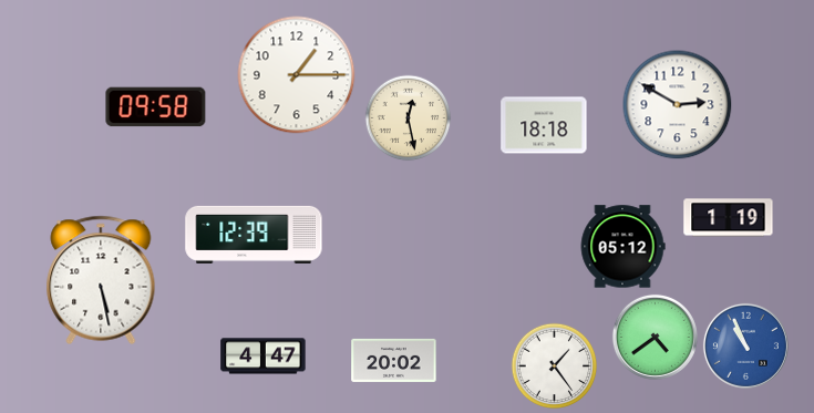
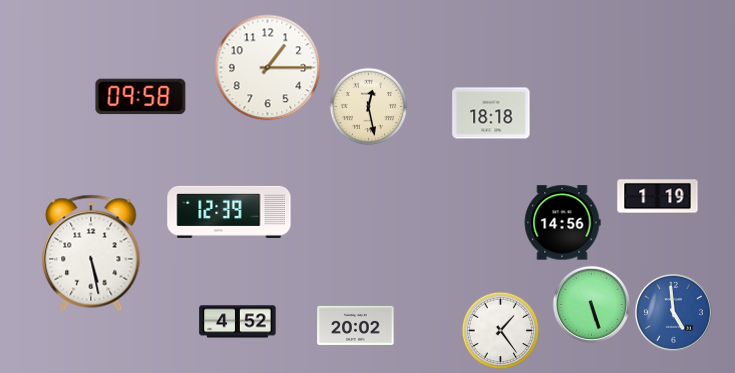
clock at (678, 105): 2:50 -> none
clock at (622, 247): 05:12 -> 14:56
clock at (655, 337): 4:39 -> 5:27
clock at (745, 345): 10:56 -> 4:59
clock at (264, 357): 4:47 -> 4:52
